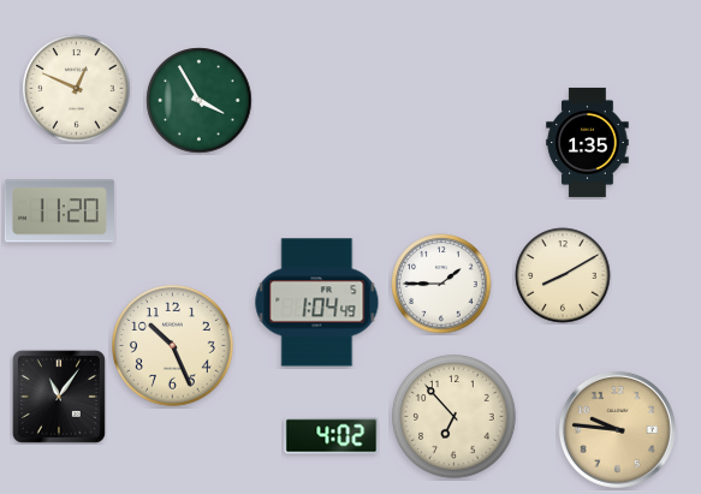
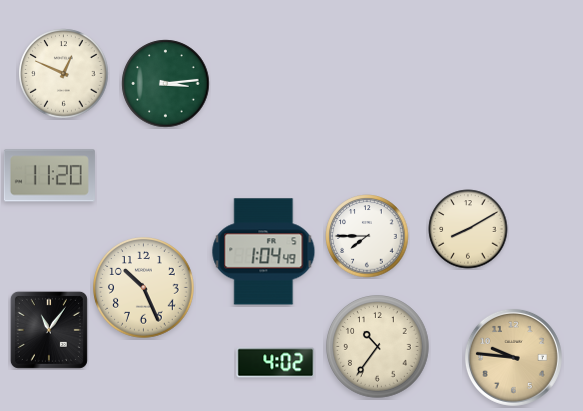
clock at (200, 101): 3:55 -> 3:14
clock at (588, 142): 1:35 -> none
clock at (441, 284): 1:45 -> 7:45
clock at (455, 417): 6:53 -> 10:36
